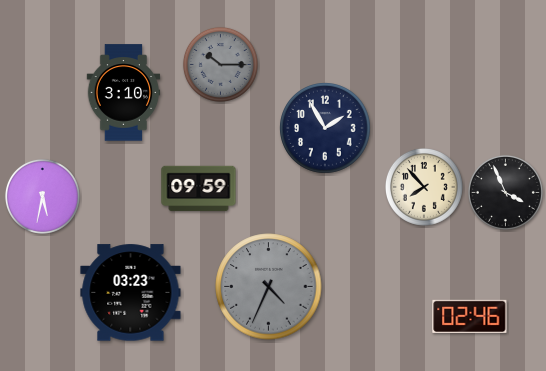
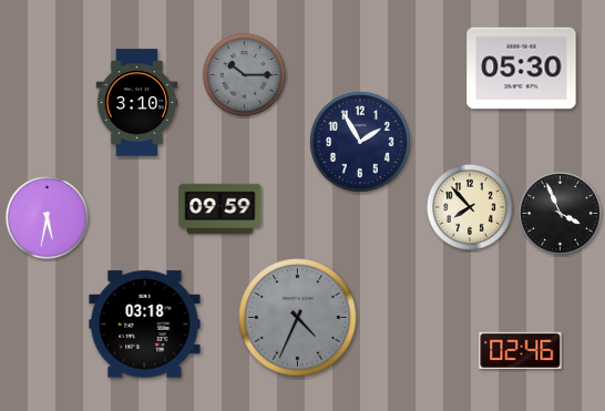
clock at (522, 69): none -> 05:30
clock at (220, 64) position: (220, 64) -> (244, 74)
clock at (131, 293): 03:23 -> 03:18
